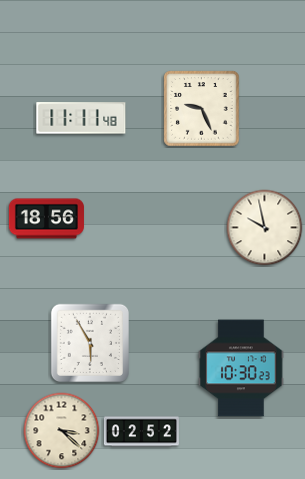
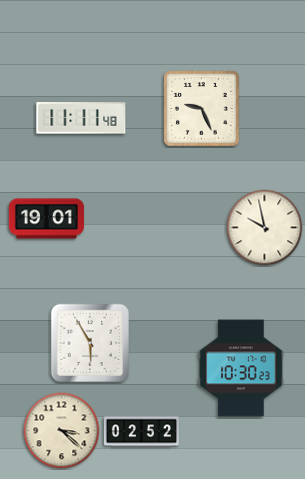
clock at (46, 219): 18:56 -> 19:01
